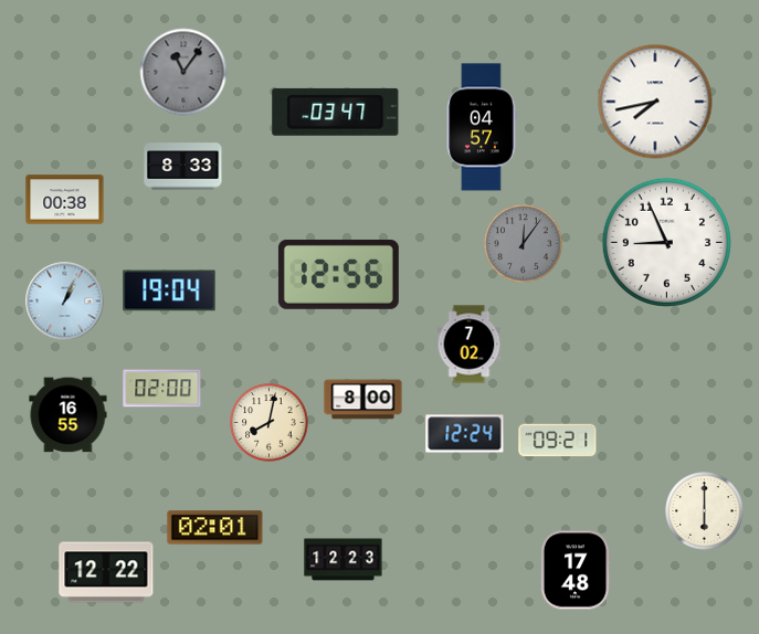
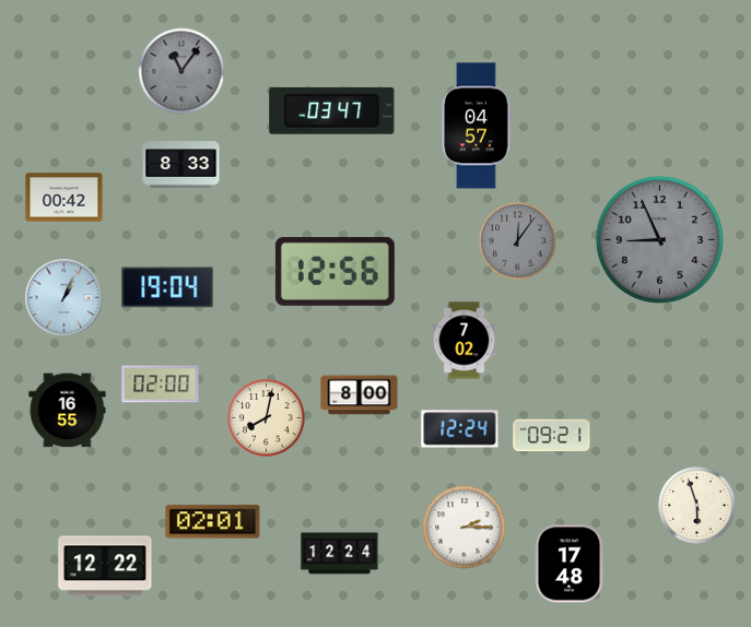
clock at (655, 102): 7:43 -> none
clock at (65, 200): 00:38 -> 00:42
clock at (666, 242) dial: white -> grey
clock at (705, 511): 6:00 -> 5:57
clock at (465, 528): none -> 2:15
clock at (344, 560): 12:23 -> 12:24
